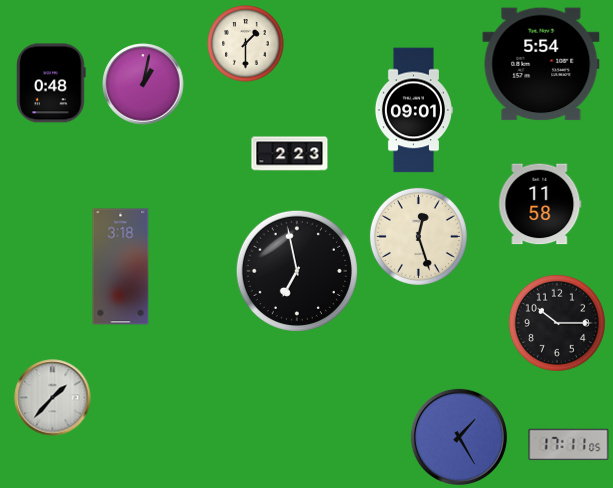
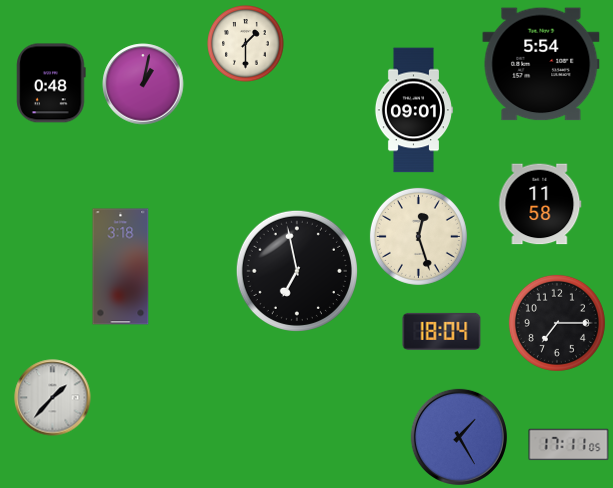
clock at (290, 154): 2:23 -> none
clock at (557, 323): 10:15 -> 7:15
clock at (442, 331): none -> 18:04
